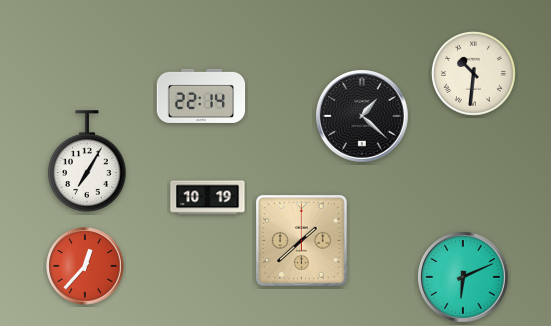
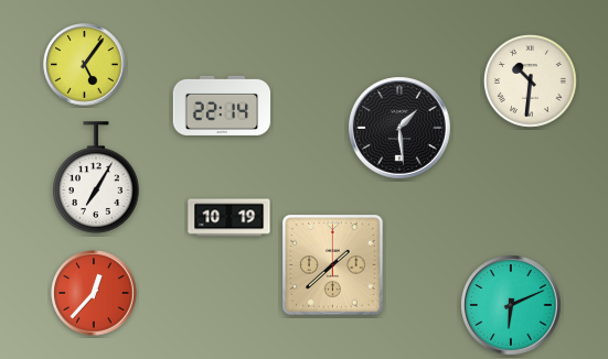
clock at (85, 65): none -> 5:06
clock at (474, 74) position: (474, 74) -> (531, 81)
clock at (362, 116): 1:22 -> 1:29
